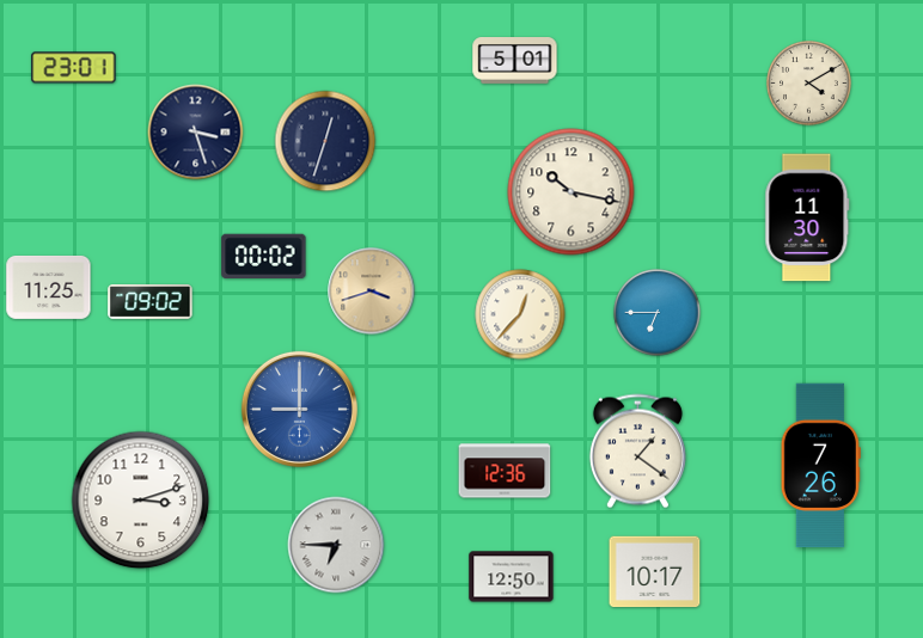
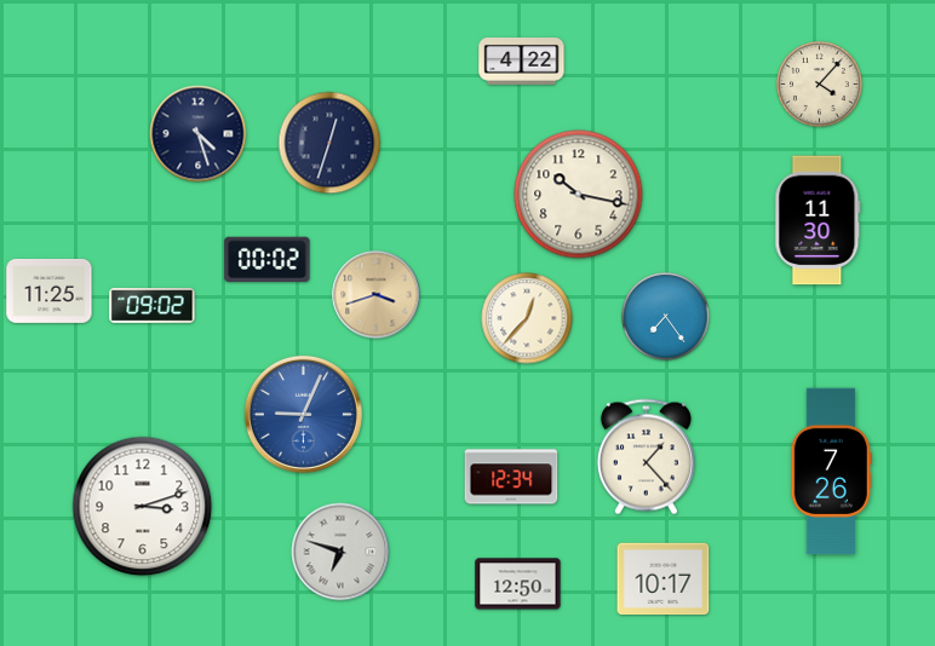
clock at (515, 61): 5:01 -> 4:22
clock at (74, 68): 23:01 -> none
clock at (809, 84): 4:10 -> 4:07
clock at (196, 133): 3:27 -> 4:27
clock at (658, 313): 6:45 -> 7:24
clock at (299, 409): 9:00 -> 9:04
clock at (637, 452): 1:21 -> 1:23
clock at (505, 471): 12:36 -> 12:34
clock at (336, 545): 6:45 -> 6:48
